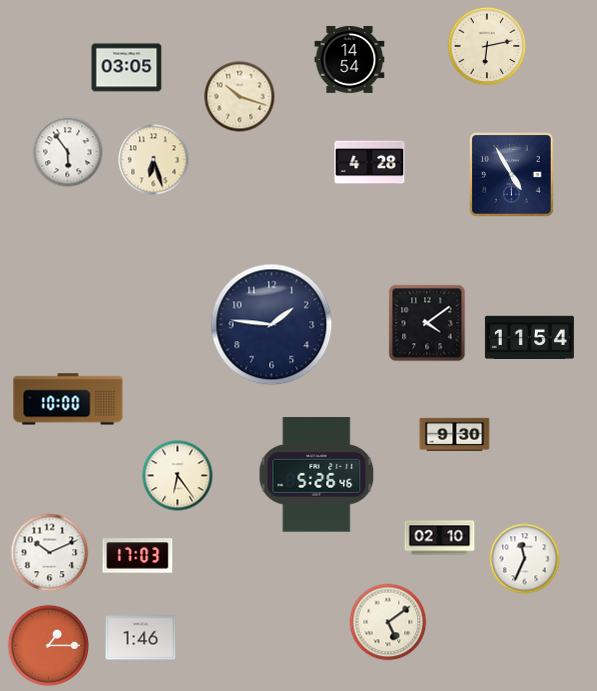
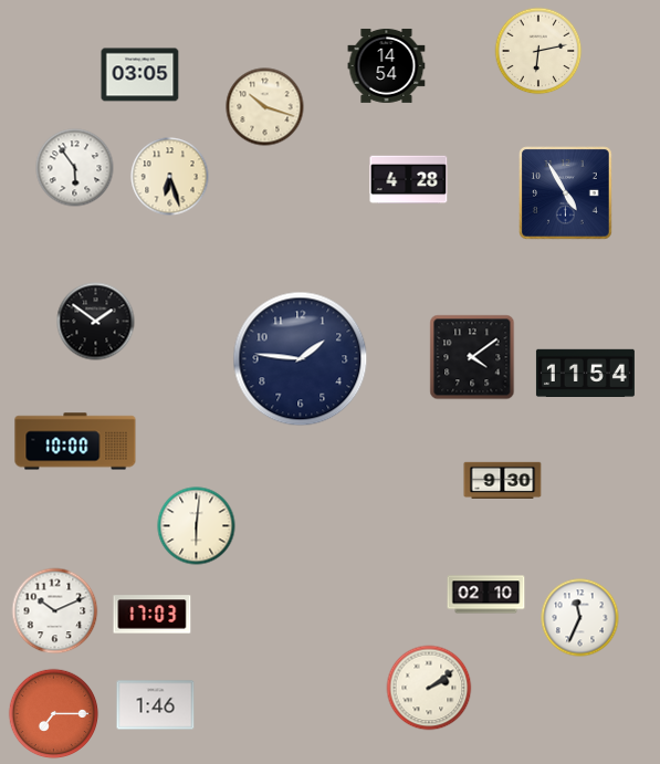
clock at (96, 322): none -> 1:51
clock at (317, 475): 5:26 -> none
clock at (178, 476): 6:24 -> 6:01
clock at (388, 622): 5:09 -> 2:09
clock at (49, 646): 1:15 -> 7:15
